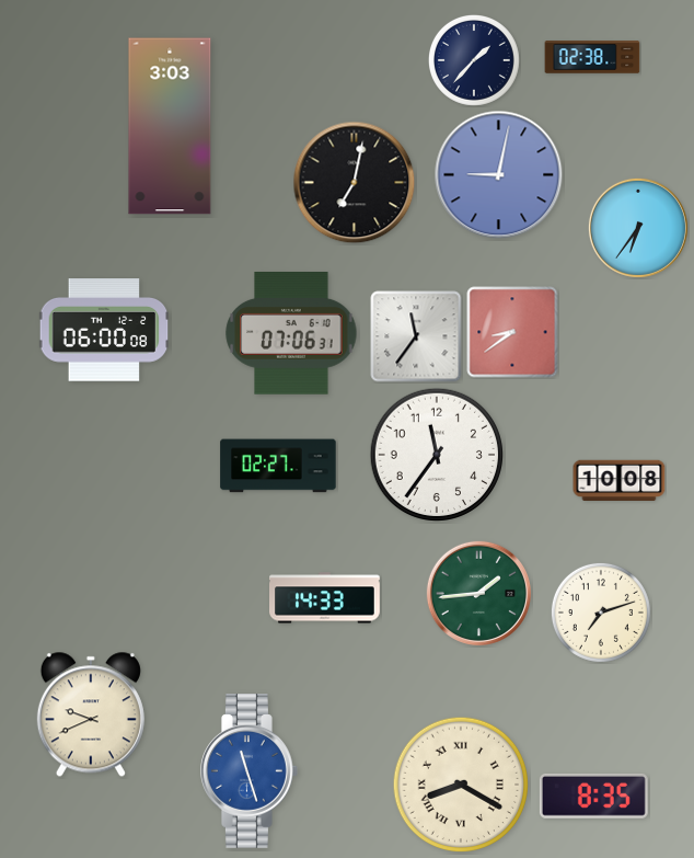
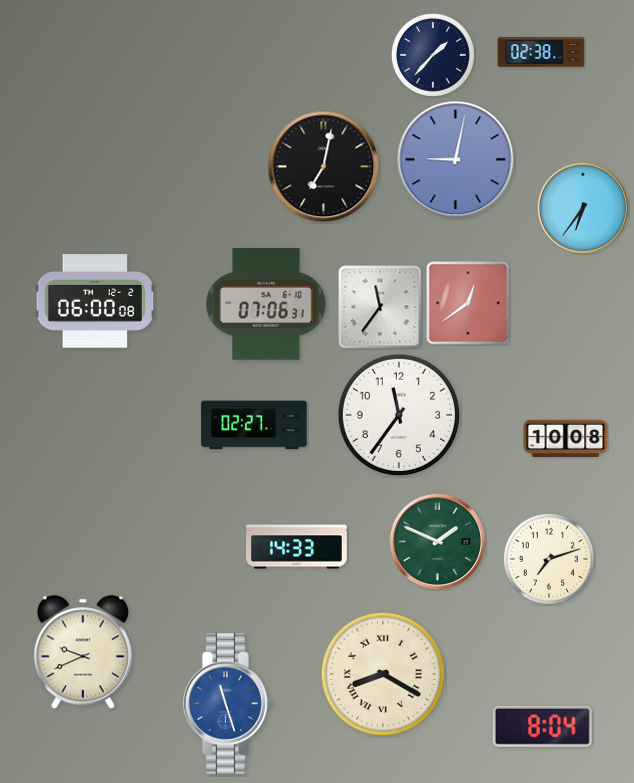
clock at (170, 126): 3:03 -> none
clock at (512, 332): 8:39 -> 12:39
clock at (478, 593): 1:44 -> 1:49
clock at (461, 785) position: (461, 785) -> (383, 674)
clock at (593, 796): 8:35 -> 8:04
